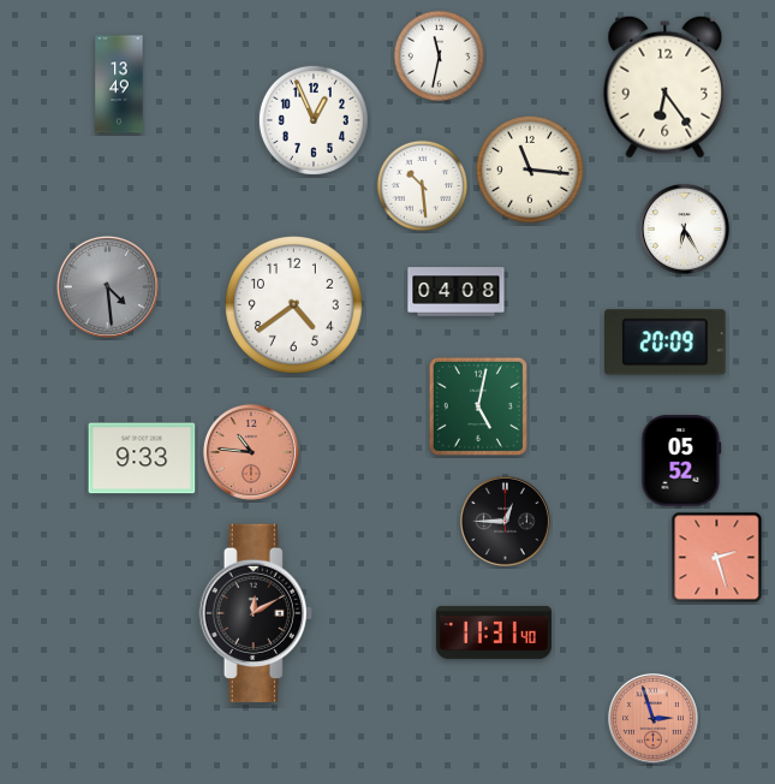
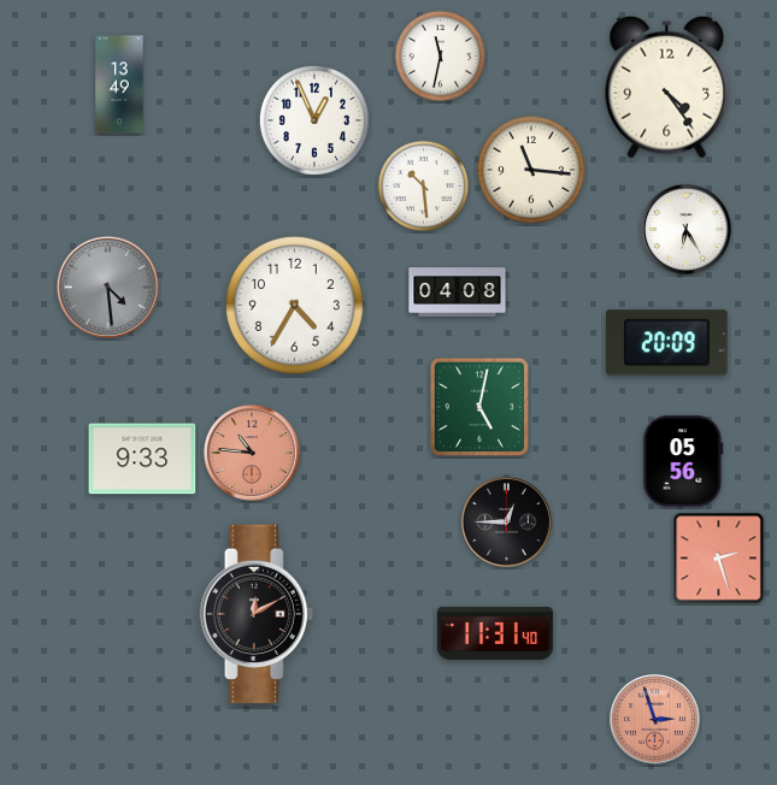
clock at (666, 87): 6:24 -> 4:24
clock at (293, 304): 4:39 -> 4:35
clock at (681, 461): 05:52 -> 05:56
